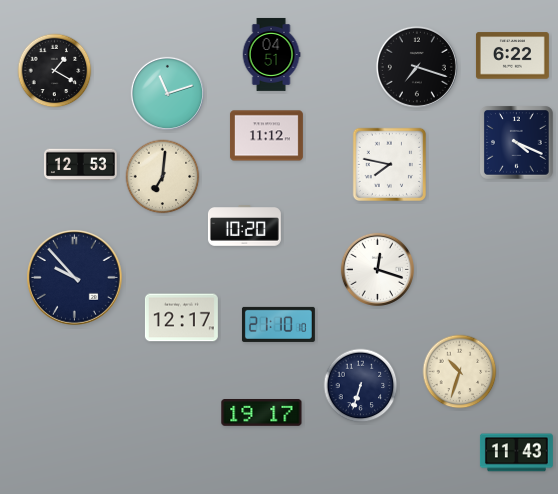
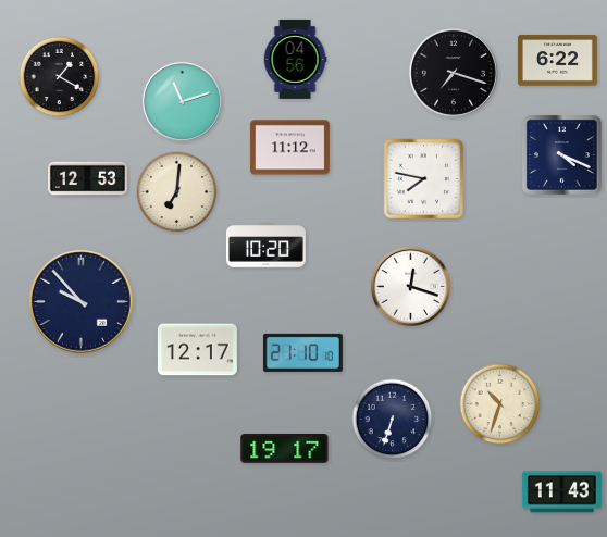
clock at (271, 54): 04:51 -> 04:56
clock at (377, 269) position: (377, 269) -> (410, 286)
clock at (181, 318) position: (181, 318) -> (197, 350)
